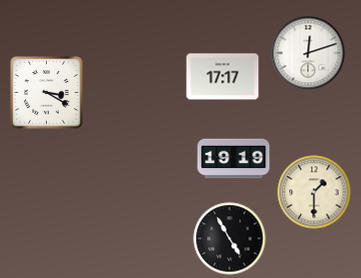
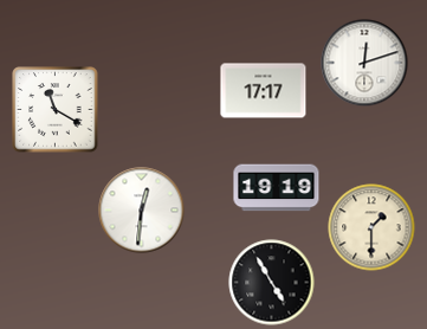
clock at (47, 93): 3:20 -> 11:20
clock at (142, 211): none -> 12:31
